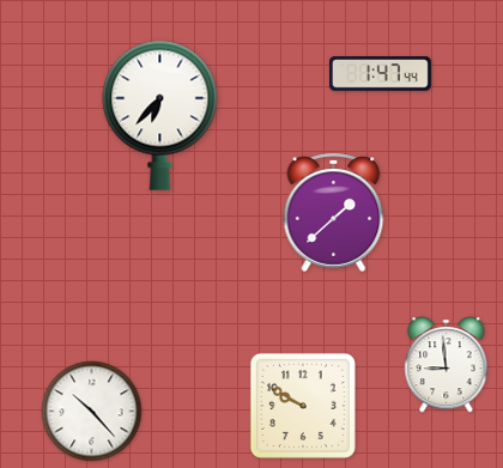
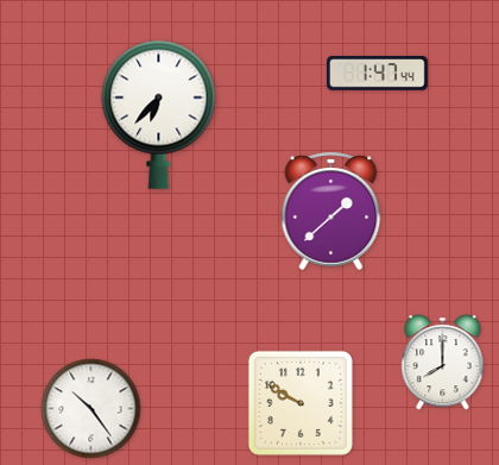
clock at (447, 365): 8:59 -> 8:00
clock at (92, 412): 10:23 -> 10:24
